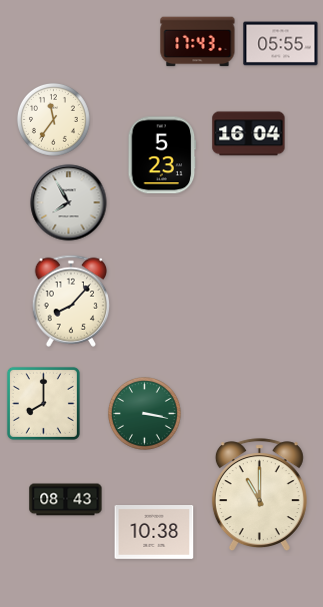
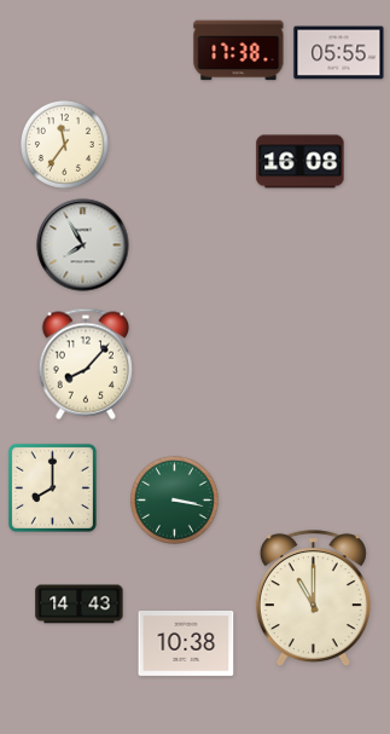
clock at (198, 42): 17:43 -> 17:38
clock at (249, 134): 16:04 -> 16:08
clock at (162, 155): 5:23 -> none
clock at (66, 500): 08:43 -> 14:43
